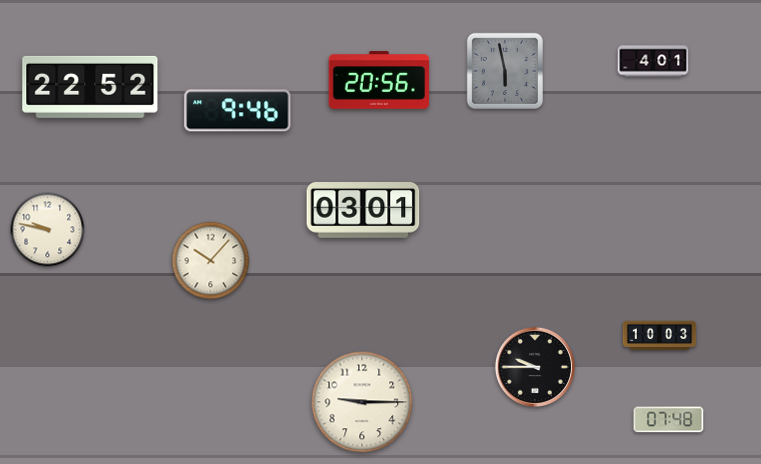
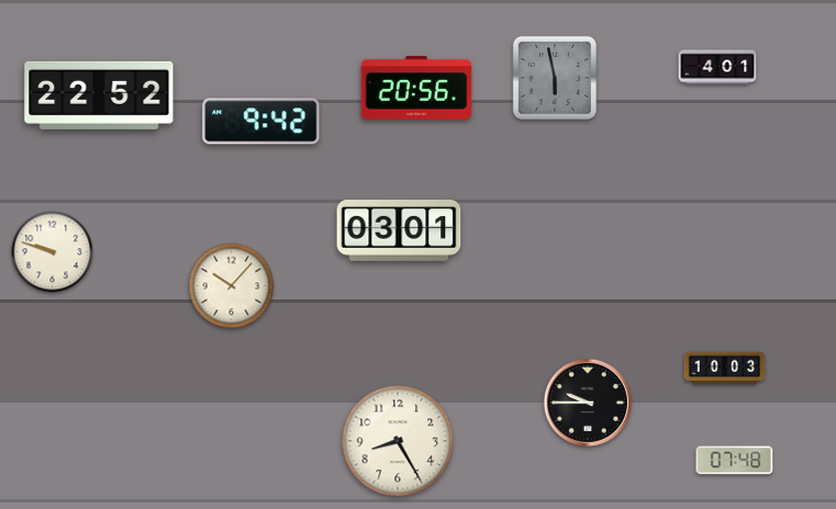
clock at (238, 111): 9:46 -> 9:42
clock at (48, 230): 9:47 -> 9:48
clock at (362, 402): 9:15 -> 8:25
